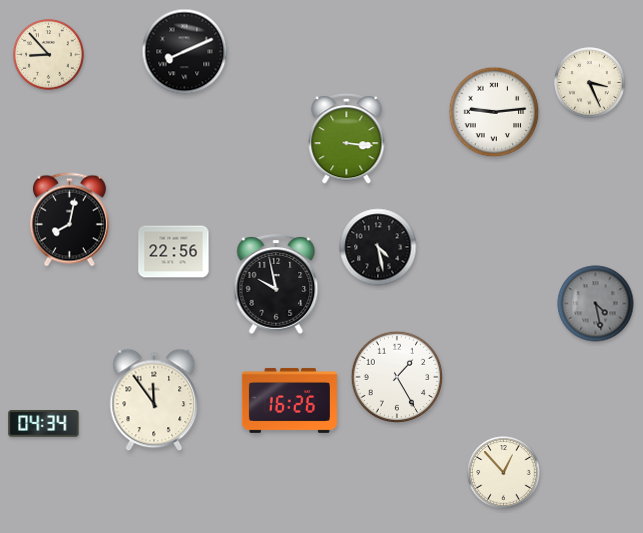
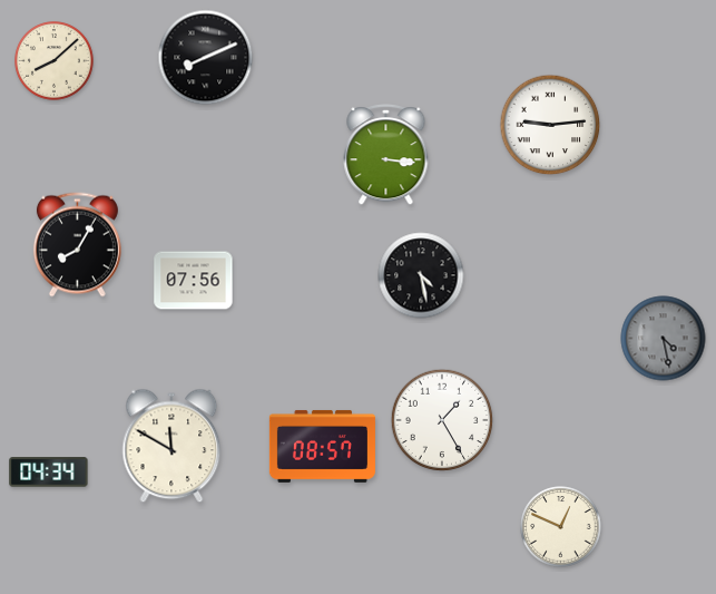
clock at (49, 55): 8:53 -> 8:08
clock at (590, 83): 3:26 -> none
clock at (69, 220): 8:02 -> 8:05
clock at (174, 252): 22:56 -> 07:56
clock at (276, 284): 9:58 -> none
clock at (154, 400): 11:54 -> 11:50
clock at (289, 400): 16:26 -> 08:57
clock at (504, 473): 12:53 -> 12:49
